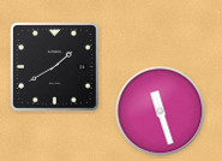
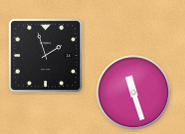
clock at (55, 67): 1:40 -> 1:57
